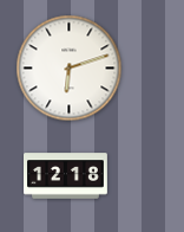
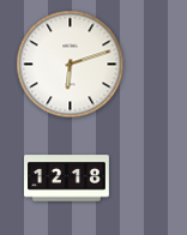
clock at (70, 69) position: (70, 69) -> (71, 65)
